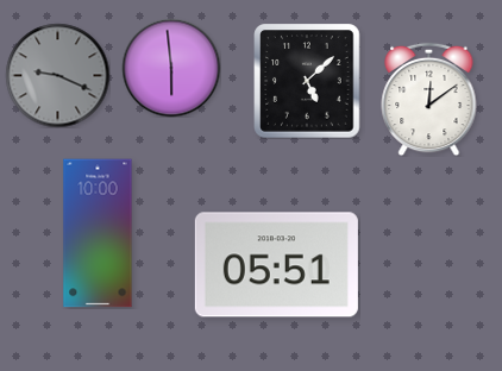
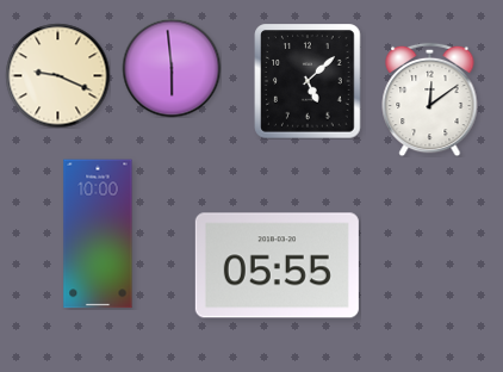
clock at (57, 75) dial: grey -> cream
clock at (276, 265): 05:51 -> 05:55
